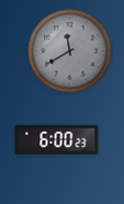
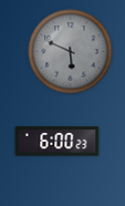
clock at (70, 52): 11:40 -> 5:49
